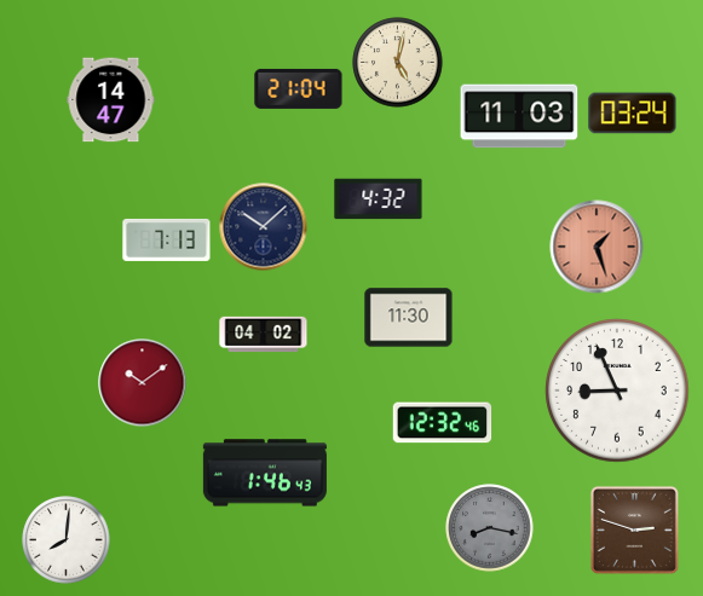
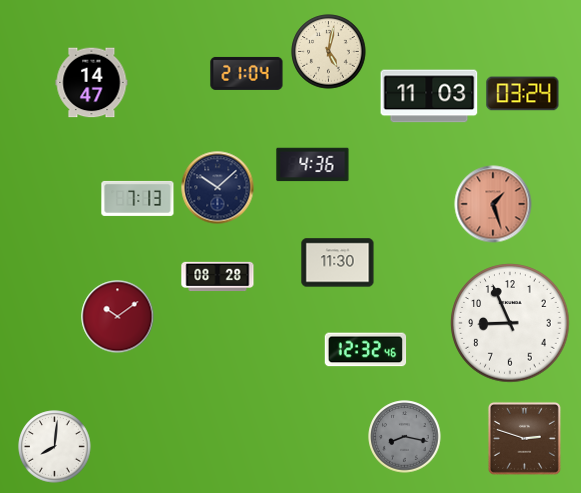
clock at (379, 199): 4:32 -> 4:36
clock at (264, 335): 04:02 -> 08:28
clock at (265, 473): 1:46 -> none
